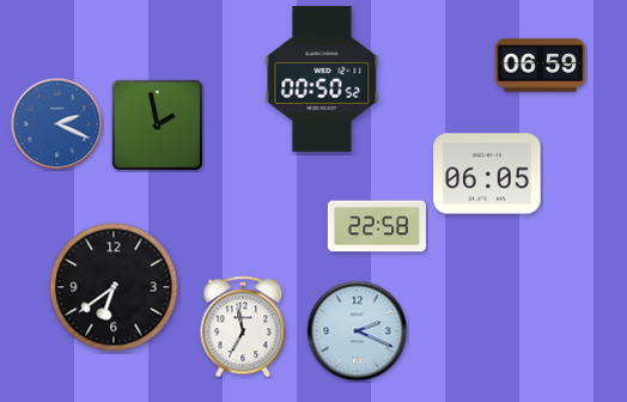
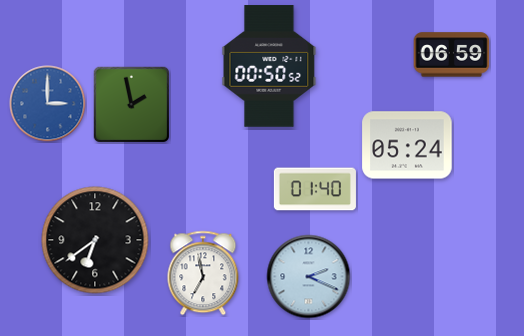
clock at (57, 124): 2:19 -> 3:00
clock at (487, 173): 06:05 -> 05:24
clock at (377, 226): 22:58 -> 01:40
clock at (358, 331) position: (358, 331) -> (309, 277)
